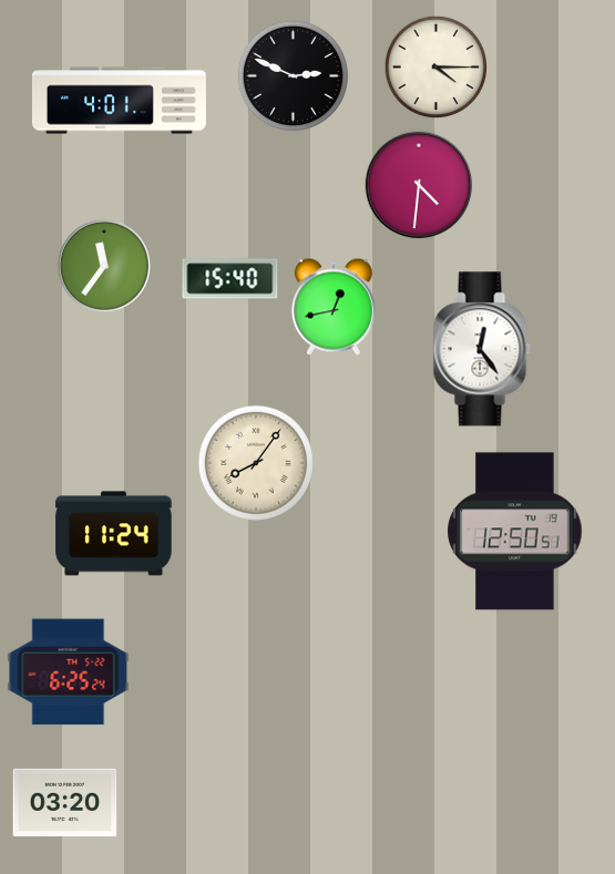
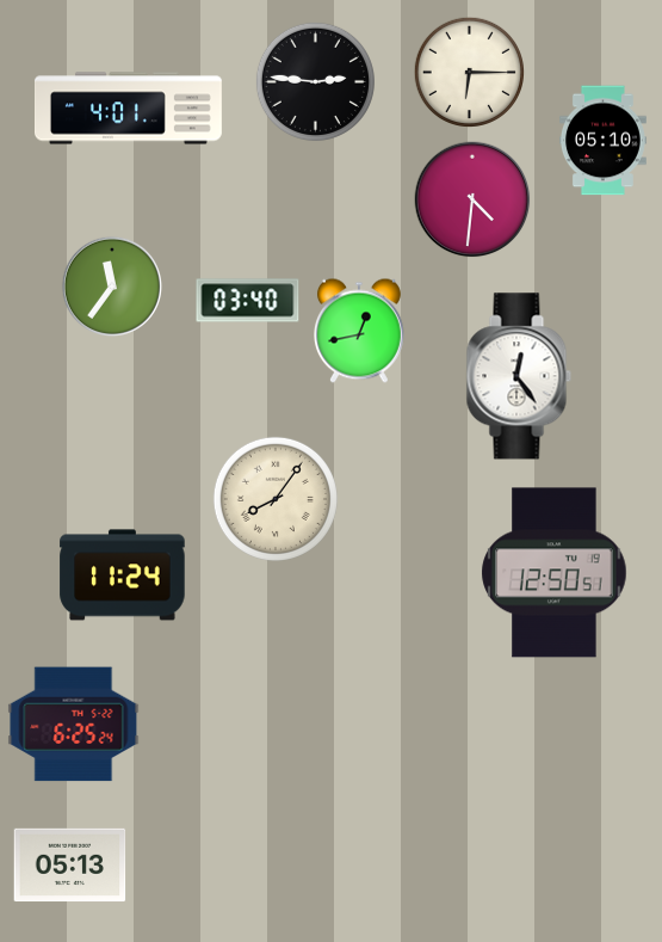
clock at (435, 66): 4:15 -> 6:15
clock at (293, 75): 2:49 -> 2:46
clock at (602, 141): none -> 05:10
clock at (419, 185) position: (419, 185) -> (472, 199)
clock at (230, 279): 15:40 -> 03:40
clock at (65, 803): 03:20 -> 05:13
